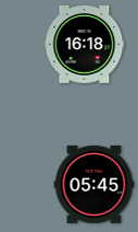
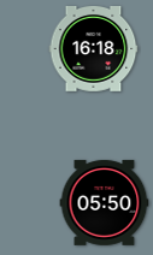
clock at (95, 184): 05:45 -> 05:50
